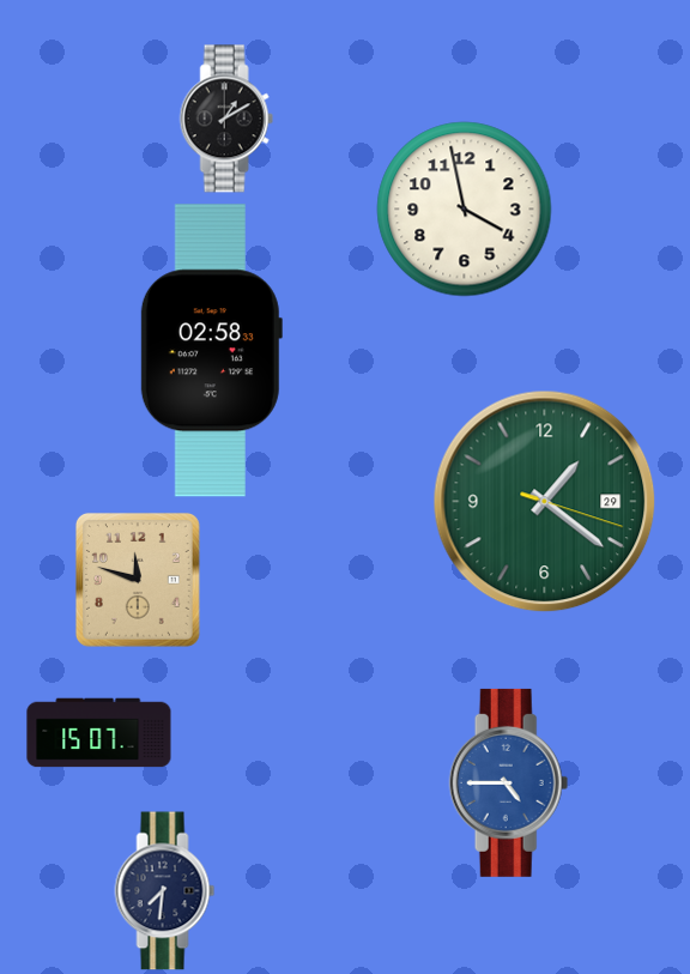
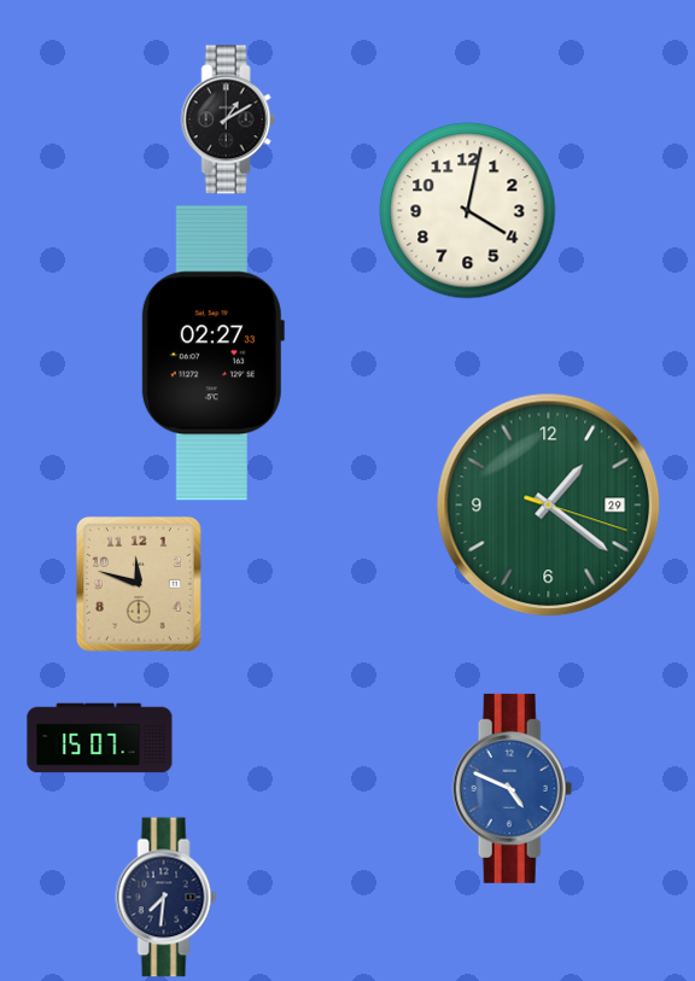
clock at (465, 210): 3:58 -> 4:02
clock at (211, 351): 02:58 -> 02:27
clock at (509, 782): 4:45 -> 4:49
